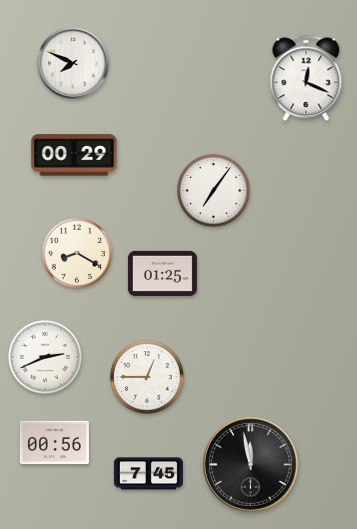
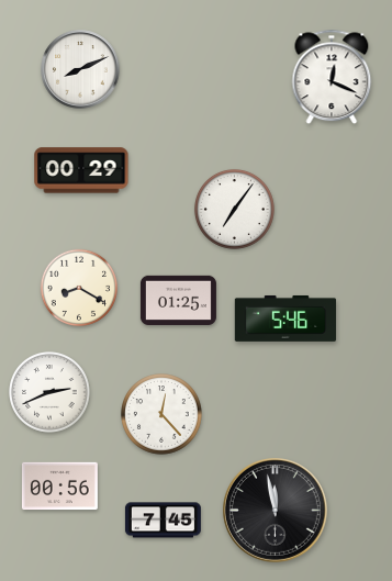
clock at (73, 63): 7:49 -> 8:11
clock at (306, 78) position: (306, 78) -> (332, 77)
clock at (76, 252) position: (76, 252) -> (78, 287)
clock at (285, 319): none -> 5:46
clock at (148, 378): 12:45 -> 12:23
